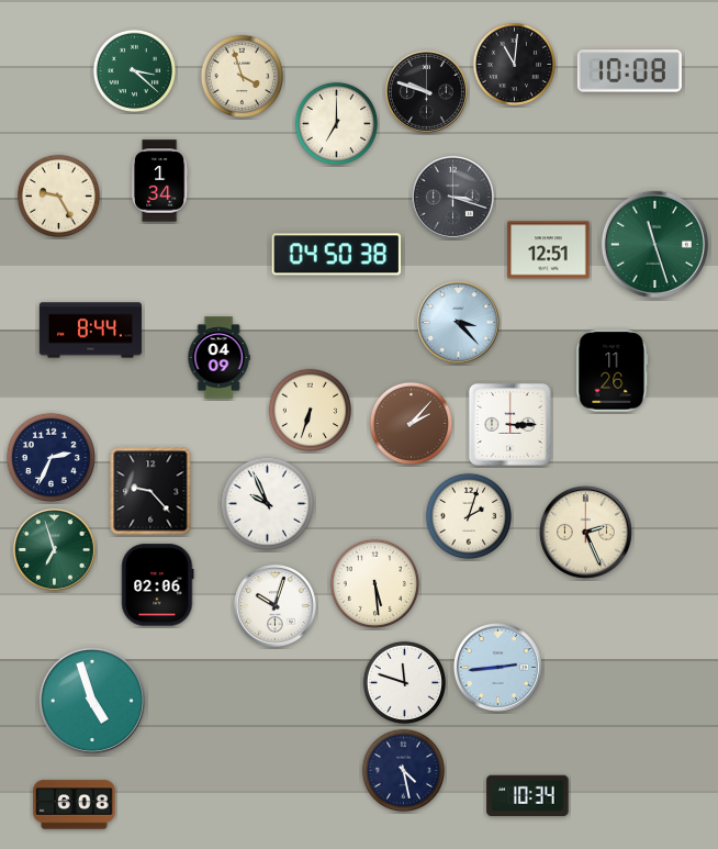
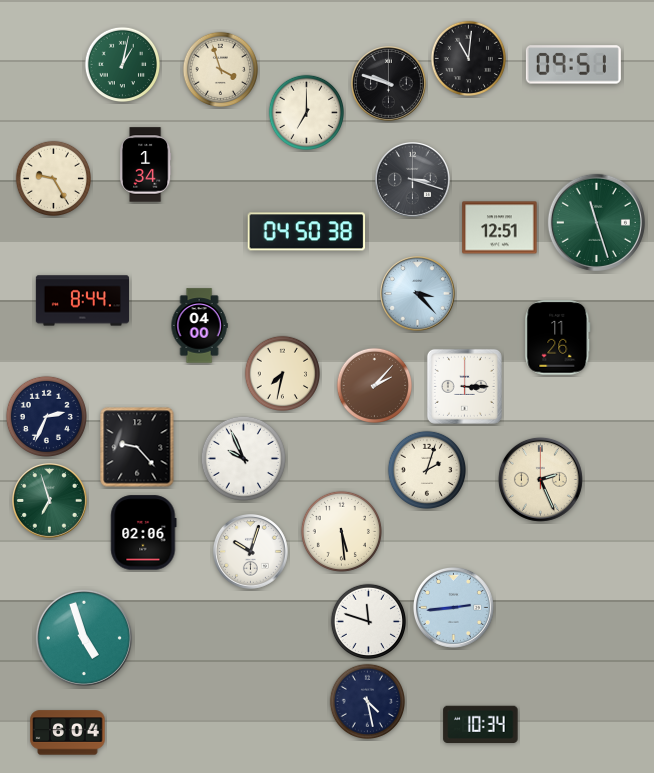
clock at (134, 70): 3:22 -> 1:02
clock at (629, 71): 10:08 -> 09:51
clock at (218, 358): 04:09 -> 04:00
clock at (310, 410): 6:33 -> 7:32
clock at (585, 532) position: (585, 532) -> (540, 479)
clock at (75, 805): 6:08 -> 6:04
